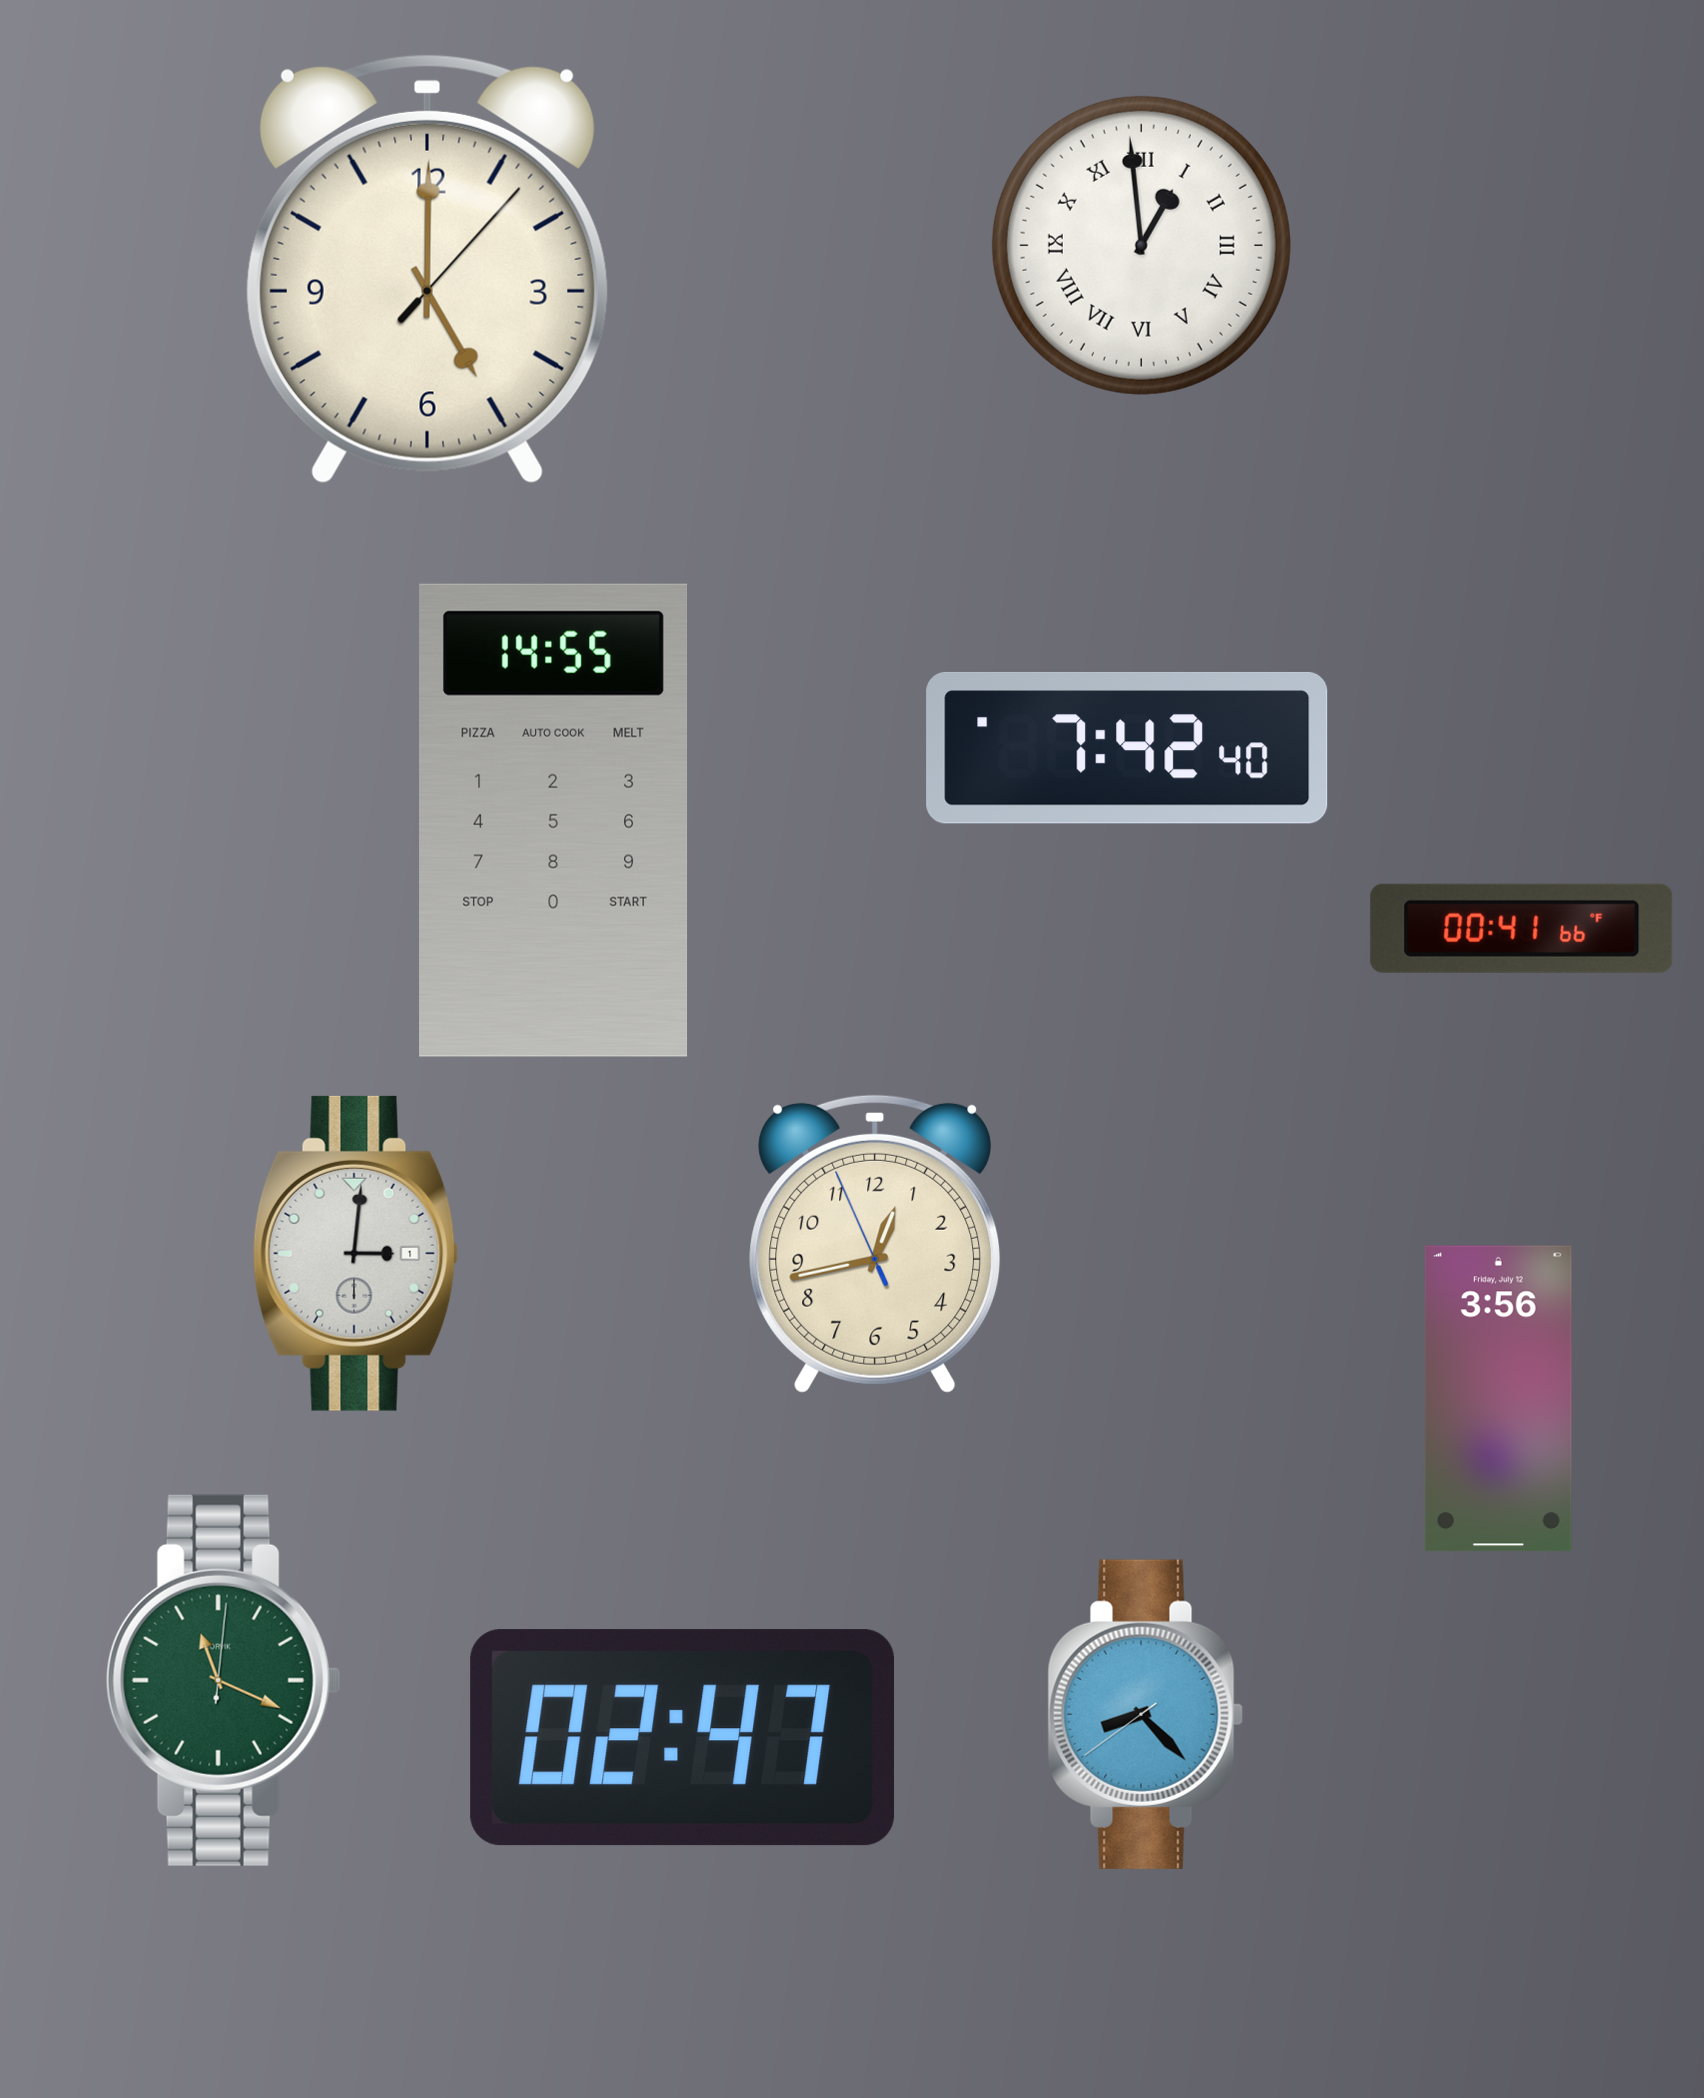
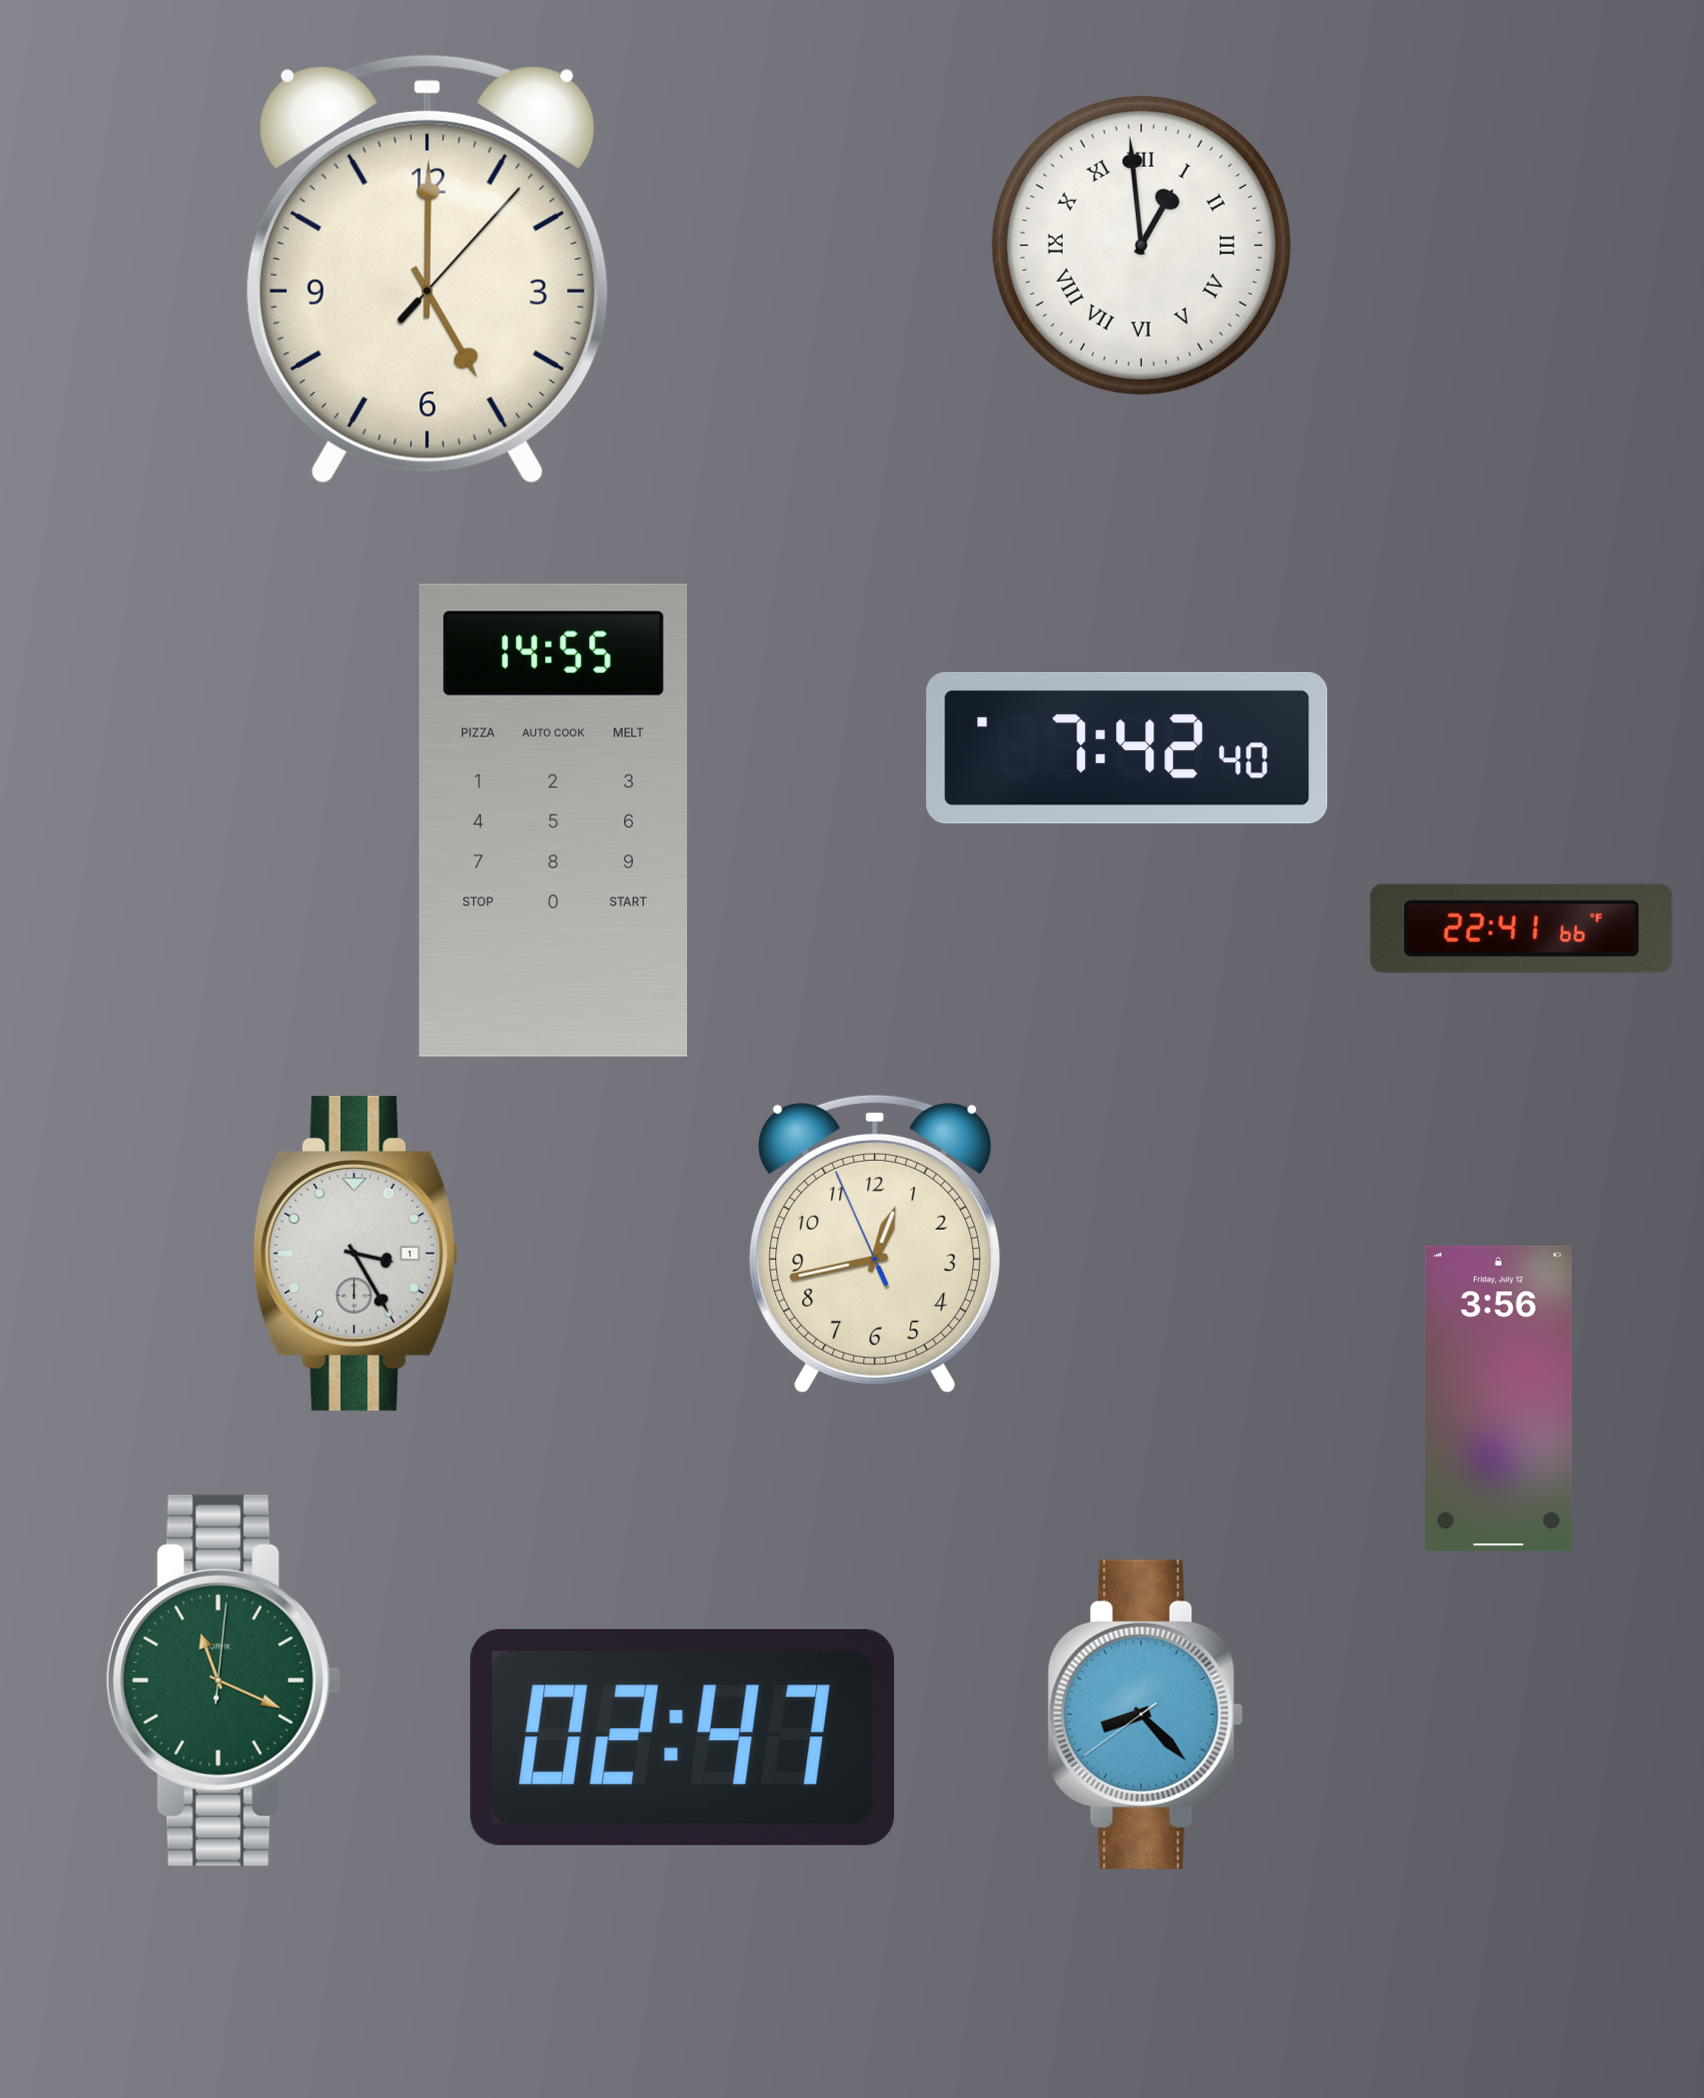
clock at (1522, 928): 00:41 -> 22:41
clock at (355, 1253): 3:01 -> 3:25
